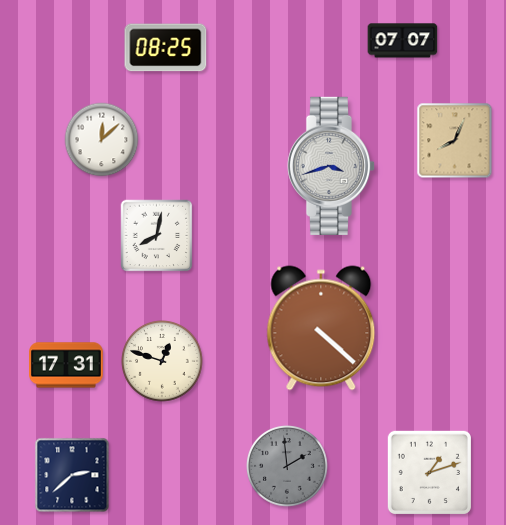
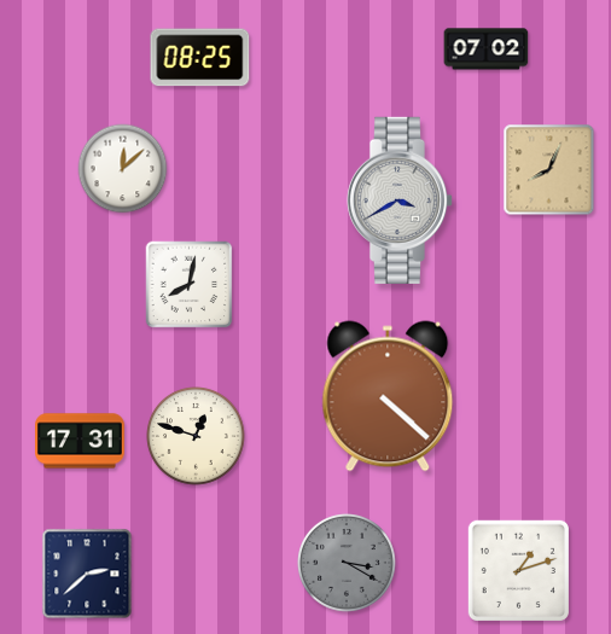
clock at (403, 41): 07:07 -> 07:02
clock at (331, 166): 3:42 -> 3:40
clock at (288, 467): 1:59 -> 3:20
